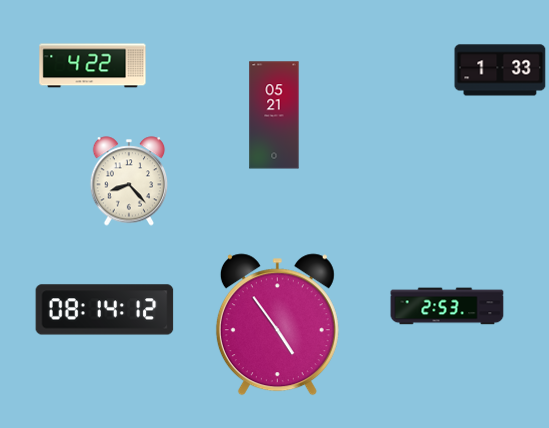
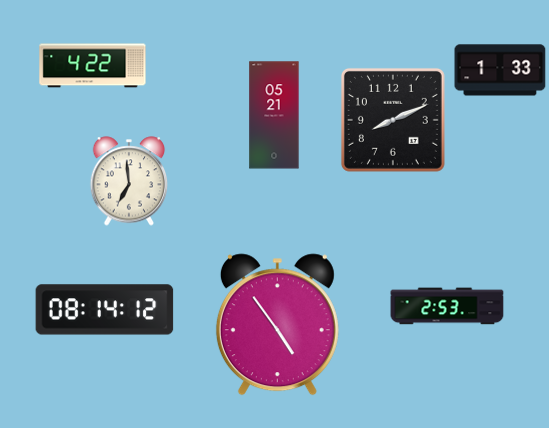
clock at (393, 120): none -> 8:11
clock at (129, 181): 8:23 -> 6:59
